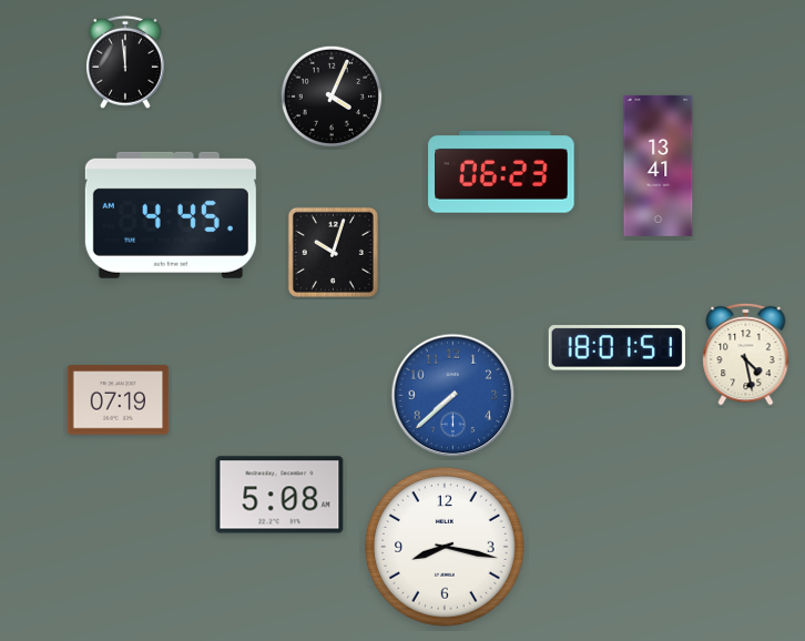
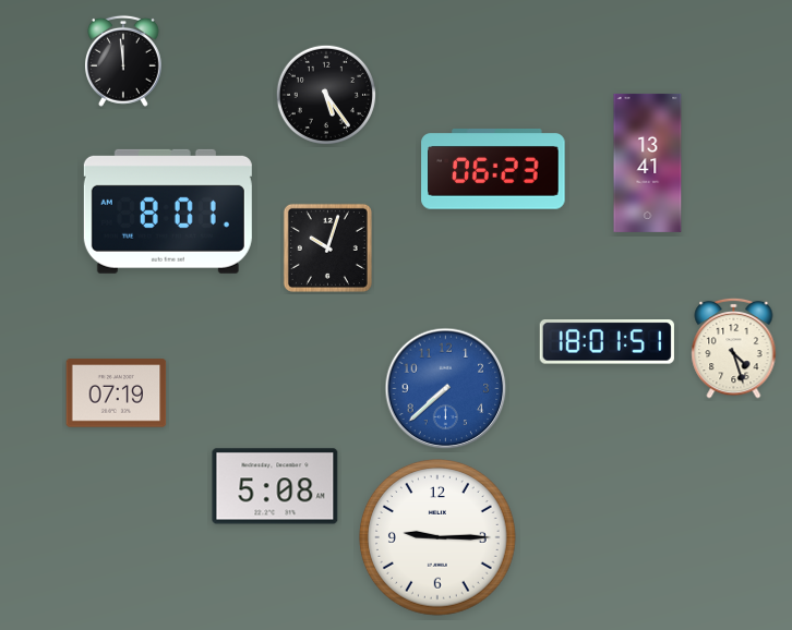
clock at (330, 95): 4:04 -> 5:24
clock at (171, 215): 4:45 -> 8:01
clock at (746, 354): 4:28 -> 4:27
clock at (446, 548): 8:17 -> 9:15
